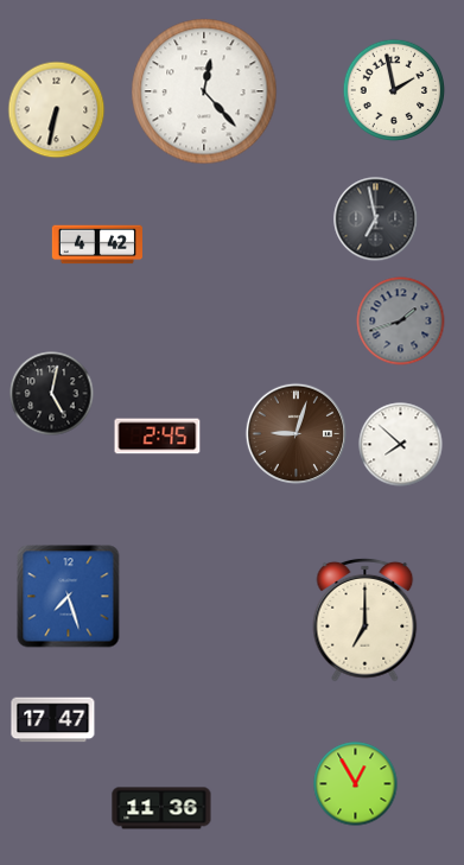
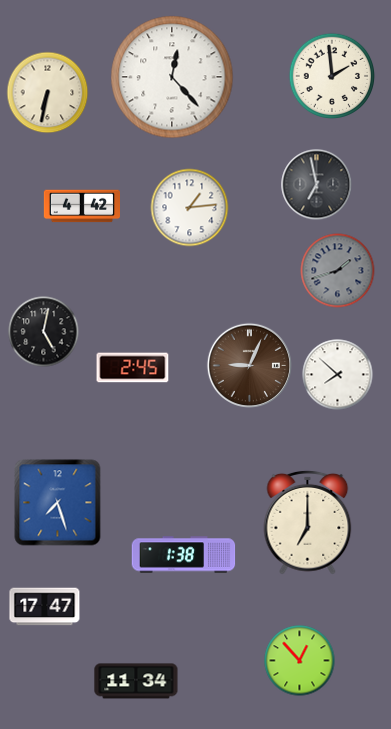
clock at (394, 90): 1:58 -> 1:59
clock at (190, 208): none -> 1:14
clock at (295, 433): 9:03 -> 9:04
clock at (184, 555): none -> 1:38
clock at (356, 784): 12:55 -> 12:53
clock at (161, 808): 11:36 -> 11:34
